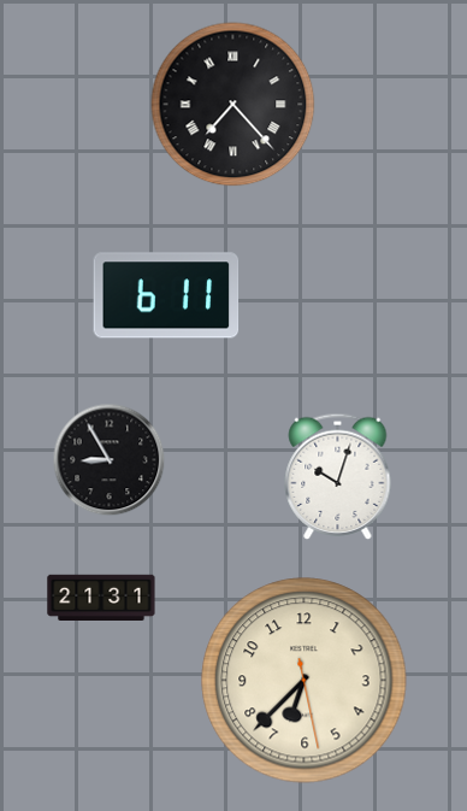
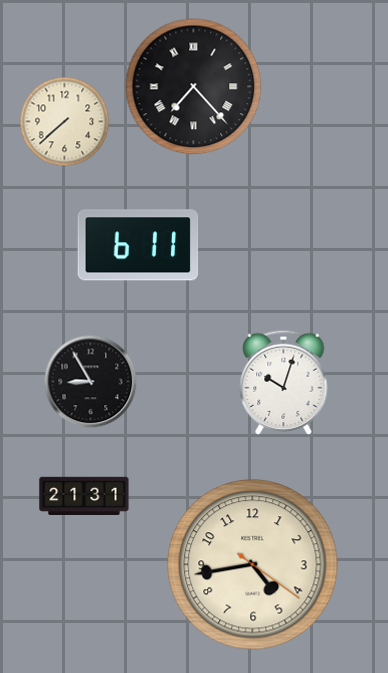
clock at (65, 122): none -> 7:38
clock at (338, 476) position: (338, 476) -> (284, 382)
clock at (305, 681): 6:37 -> 4:43
